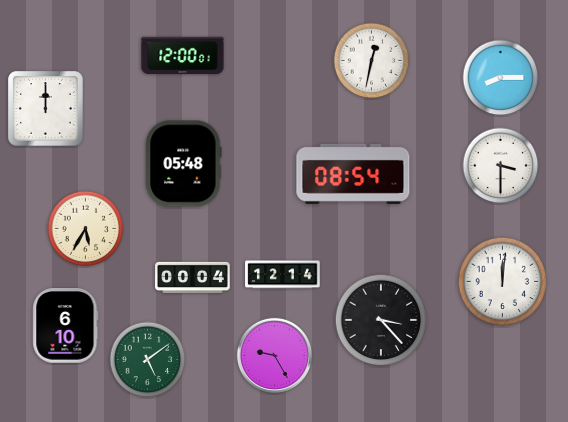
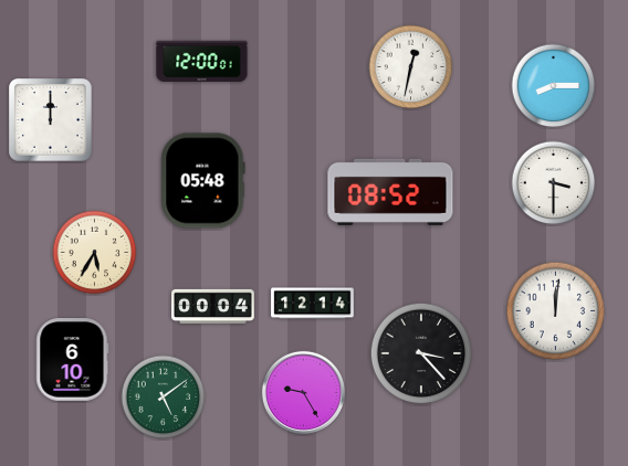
clock at (353, 174): 08:54 -> 08:52
